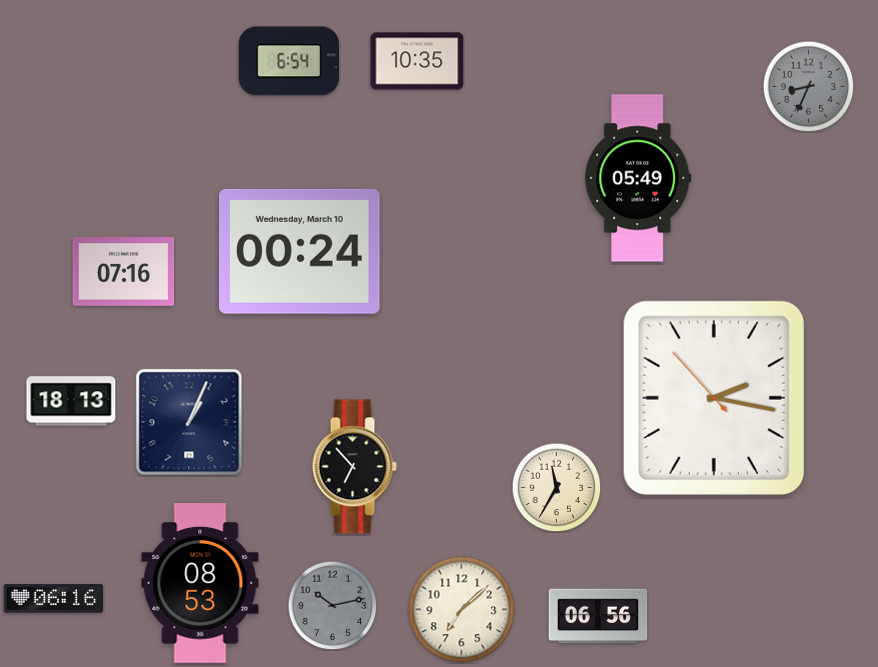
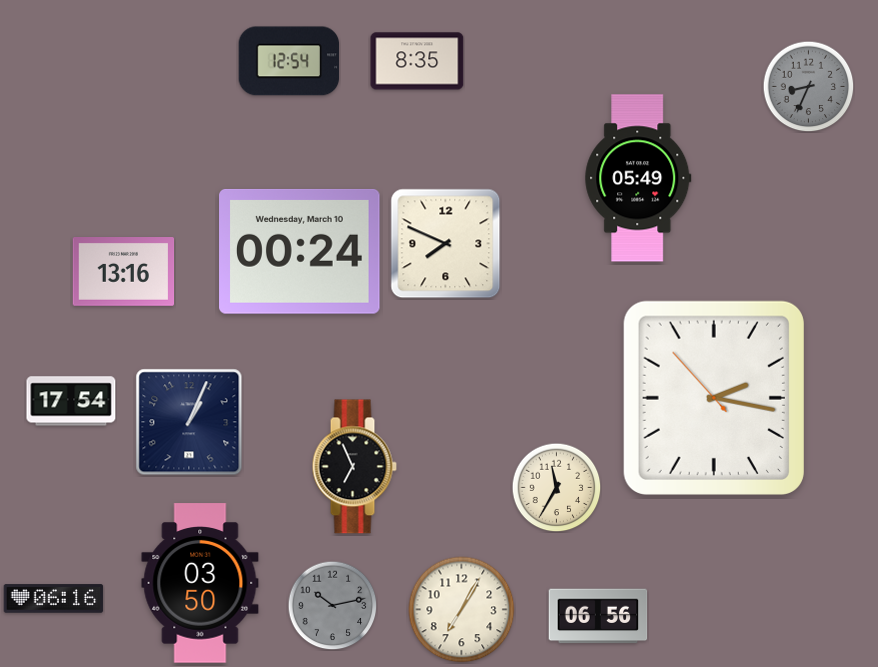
clock at (289, 61): 6:54 -> 12:54
clock at (417, 61): 10:35 -> 8:35
clock at (446, 244): none -> 7:49
clock at (124, 272): 07:16 -> 13:16
clock at (71, 401): 18:13 -> 17:54
clock at (354, 467): 6:53 -> 6:56
clock at (200, 583): 08:53 -> 03:50
clock at (462, 610): 7:08 -> 7:05
